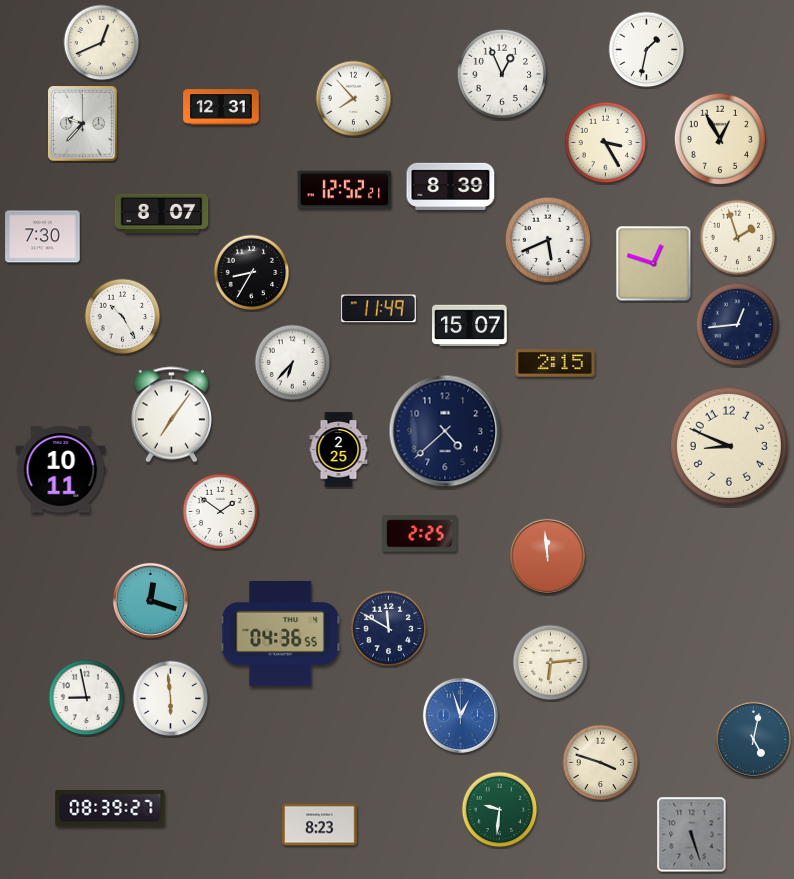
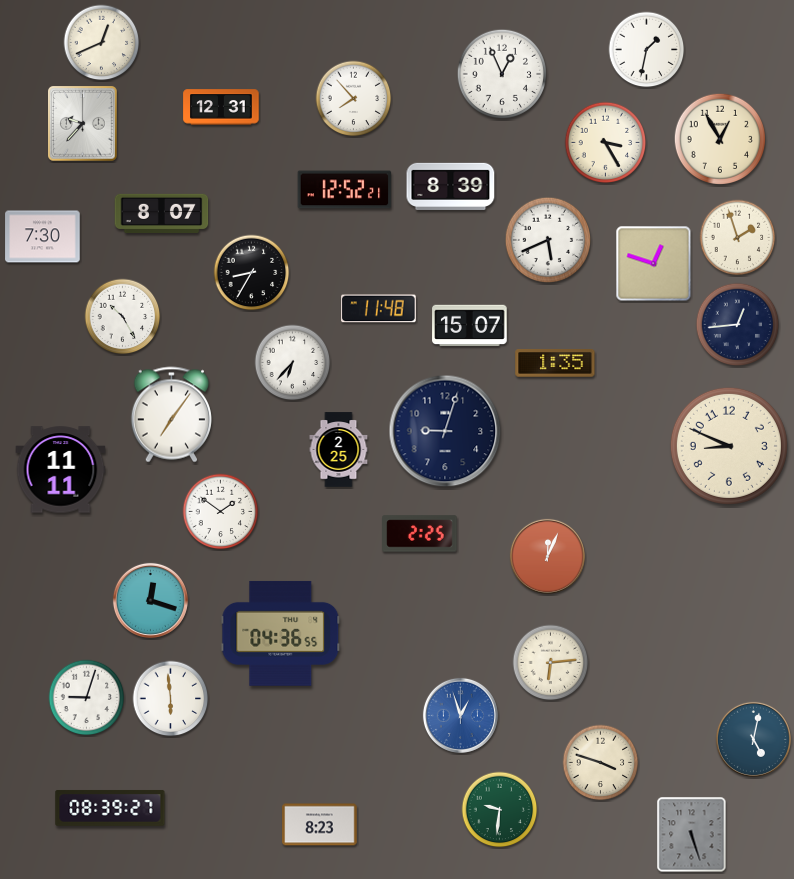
clock at (379, 309): 11:49 -> 11:48
clock at (555, 363): 2:15 -> 1:35
clock at (445, 431): 4:38 -> 9:03
clock at (61, 470): 10:11 -> 11:11
clock at (547, 556): 11:59 -> 12:04
clock at (389, 629): 11:50 -> none
clock at (87, 698): 8:58 -> 9:03
